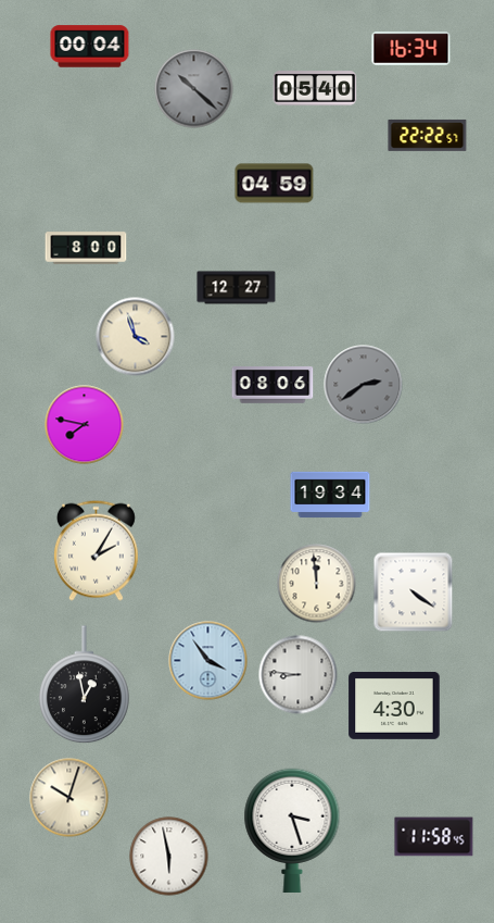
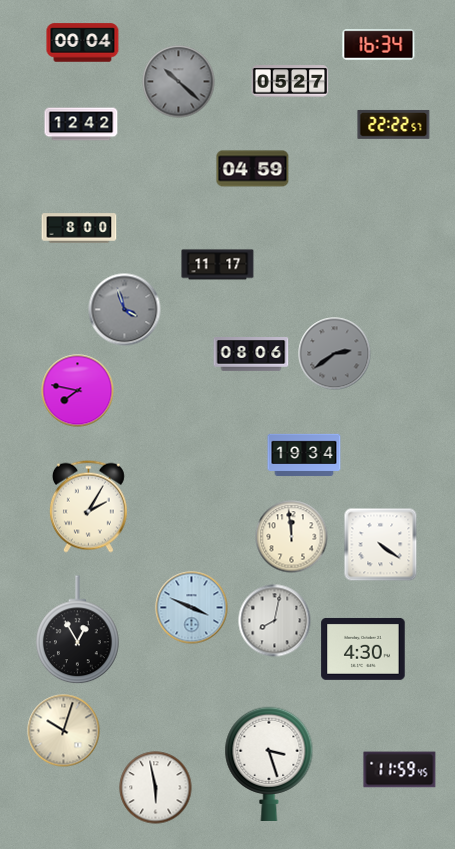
clock at (315, 88): 05:40 -> 05:27
clock at (81, 124): none -> 12:42
clock at (237, 288): 12:27 -> 11:17
clock at (136, 337) dial: cream -> grey
clock at (208, 661): 3:54 -> 3:49
clock at (299, 675): 8:46 -> 8:02
clock at (85, 685): 12:58 -> 12:55
clock at (69, 798) position: (69, 798) -> (64, 731)
clock at (434, 837): 11:58 -> 11:59
